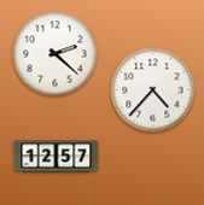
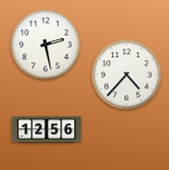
clock at (56, 54): 2:22 -> 2:28
clock at (57, 157): 12:57 -> 12:56
